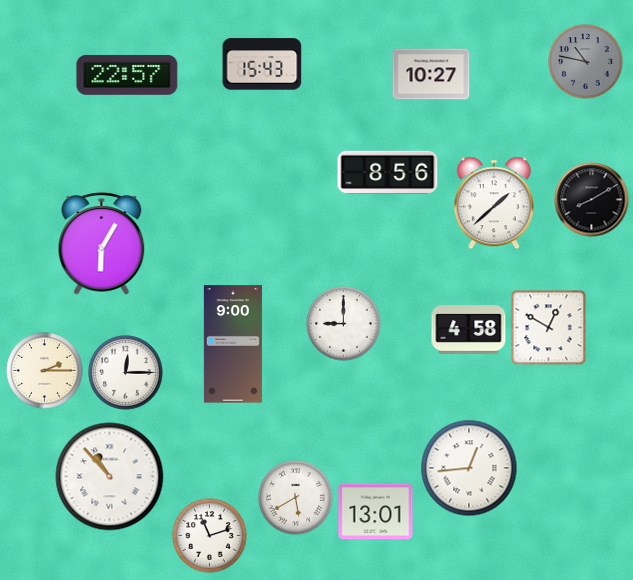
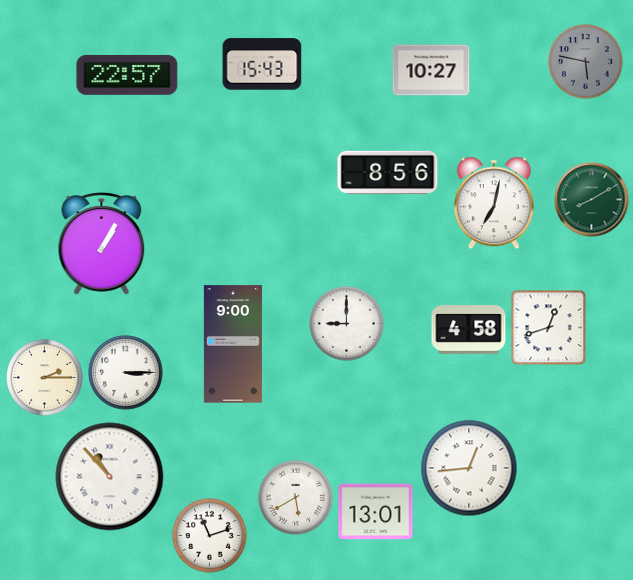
clock at (586, 62): 10:47 -> 5:47
clock at (431, 74) position: (431, 74) -> (431, 70)
clock at (592, 200) dial: black -> green
clock at (494, 203): 1:38 -> 7:02
clock at (102, 243): 6:05 -> 1:05
clock at (344, 324) position: (344, 324) -> (347, 324)
clock at (549, 328): 12:50 -> 12:42
clock at (45, 371) position: (45, 371) -> (45, 378)
clock at (126, 373): 12:15 -> 3:15
